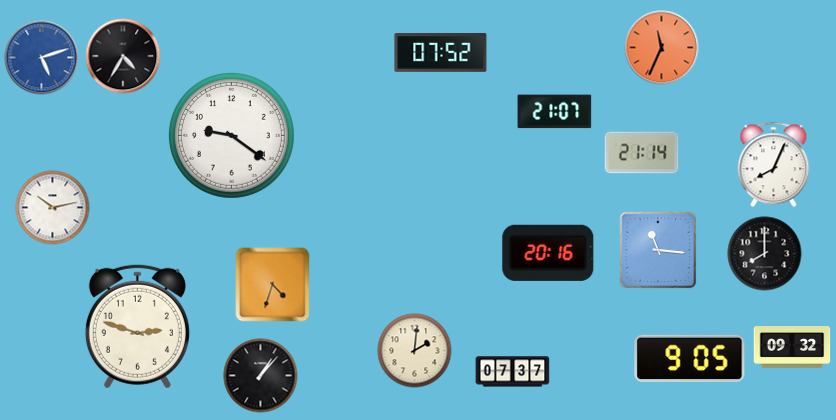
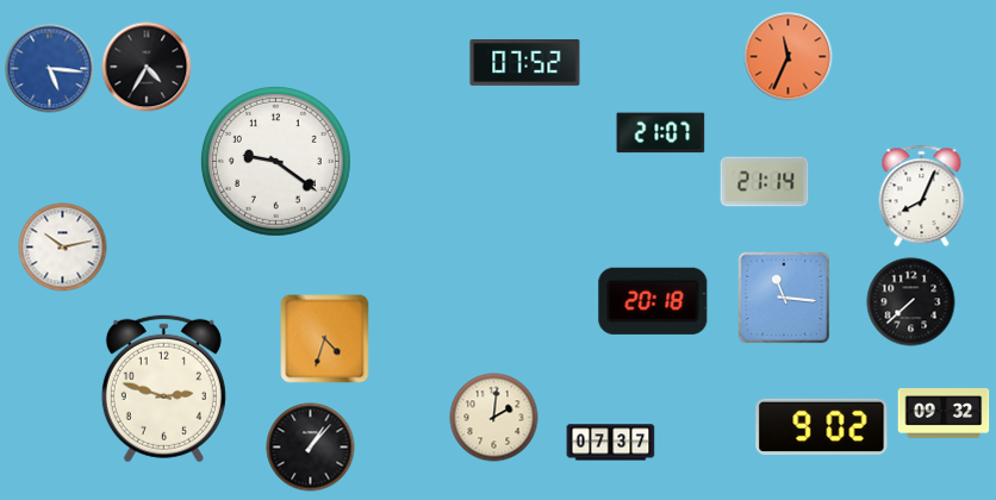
clock at (42, 58): 5:12 -> 5:16
clock at (548, 253): 20:16 -> 20:18
clock at (765, 254): 8:00 -> 7:38
clock at (690, 358): 9:05 -> 9:02
